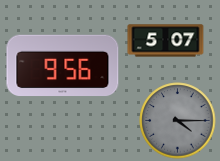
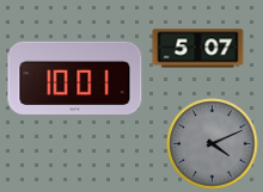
clock at (63, 66): 9:56 -> 10:01
clock at (178, 121): 4:15 -> 4:11
